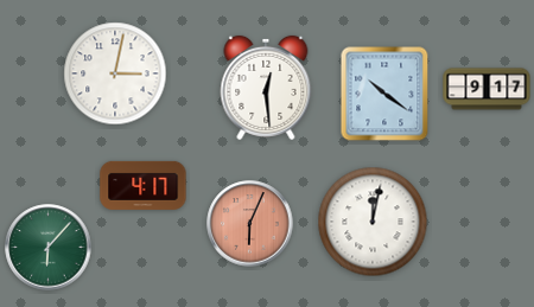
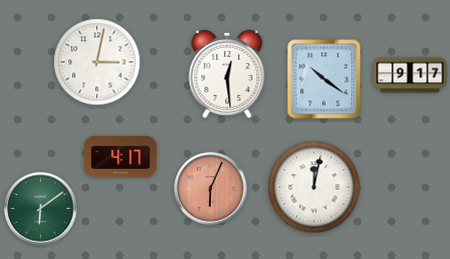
clock at (266, 88) position: (266, 88) -> (227, 74)
clock at (49, 248): 6:07 -> 6:09
